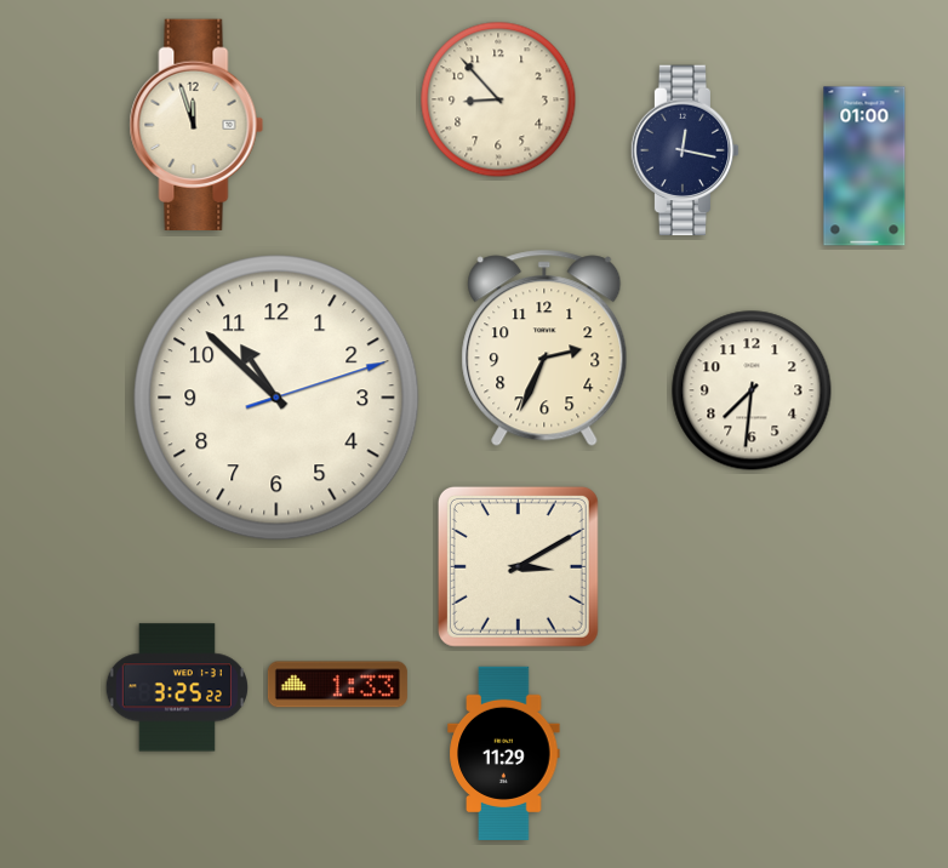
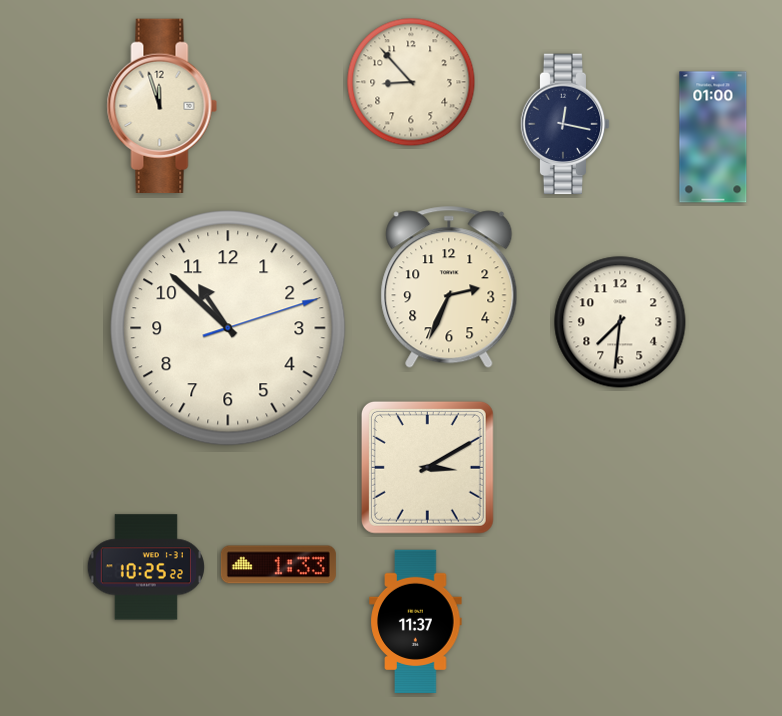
clock at (196, 124) position: (196, 124) -> (162, 105)
clock at (177, 687): 3:25 -> 10:25
clock at (504, 753): 11:29 -> 11:37
